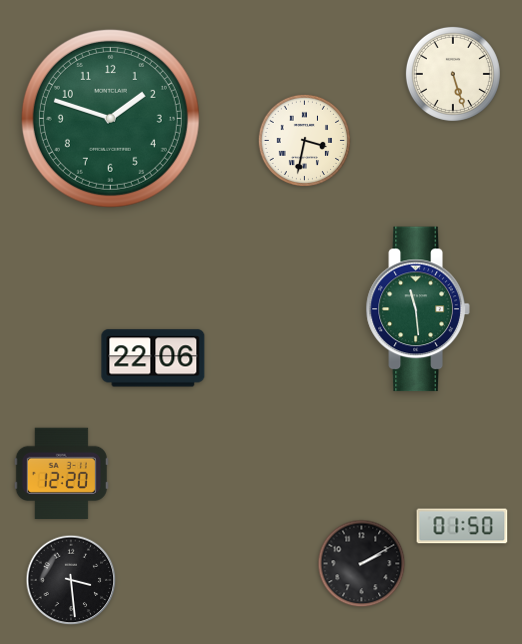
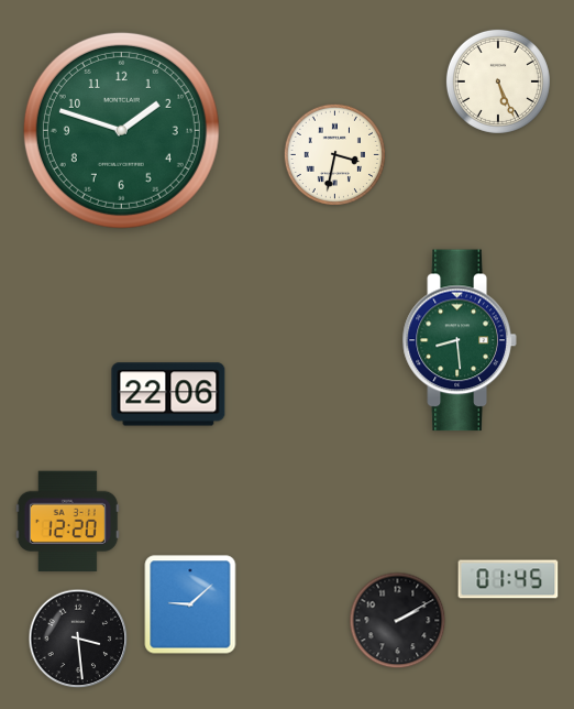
clock at (453, 74): 5:27 -> 5:26
clock at (418, 309): 11:29 -> 8:29
clock at (462, 526): 01:50 -> 01:45
clock at (190, 604): none -> 9:08
